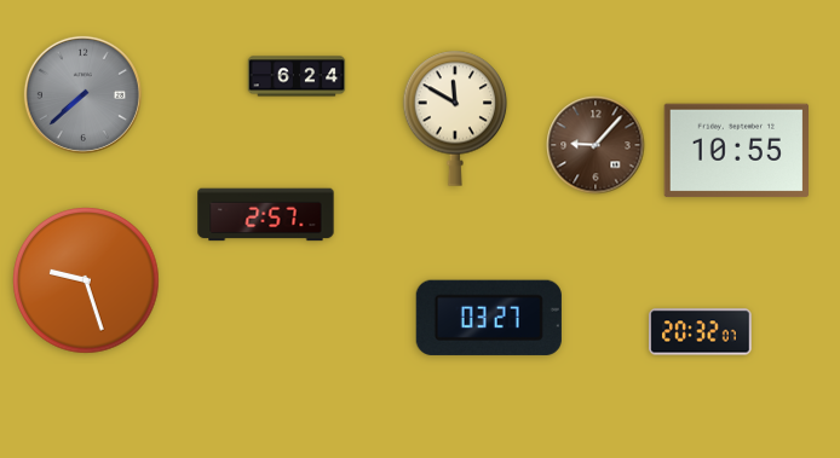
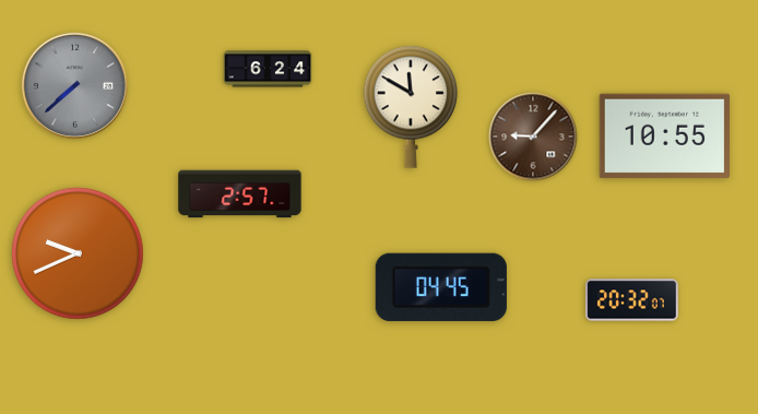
clock at (596, 145) position: (596, 145) -> (533, 137)
clock at (86, 280): 9:27 -> 9:41
clock at (489, 318): 03:27 -> 04:45
